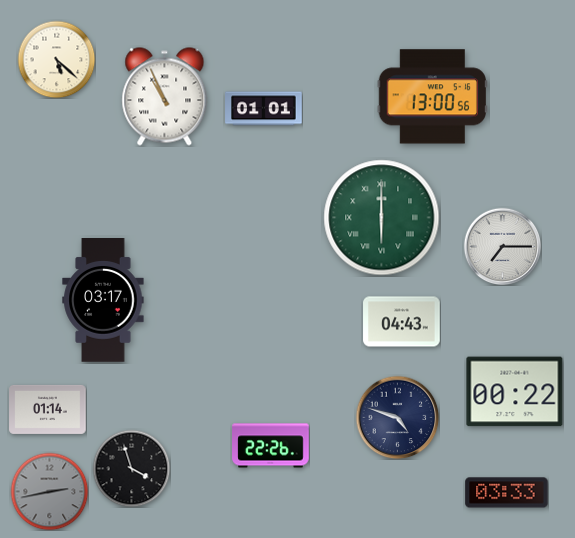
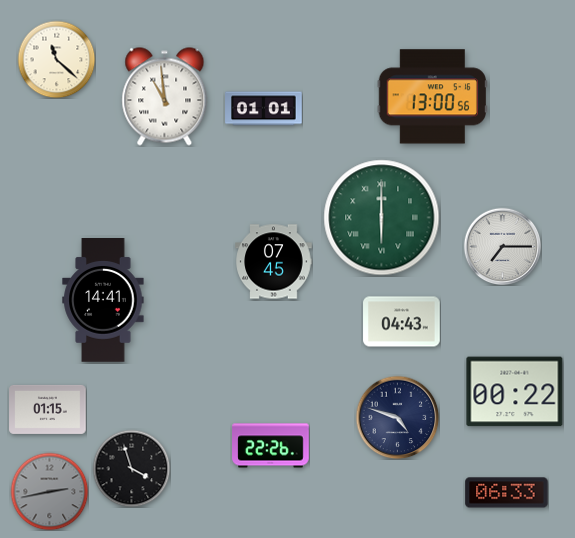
clock at (56, 59): 5:22 -> 11:22
clock at (165, 97): 10:56 -> 10:59
clock at (274, 262): none -> 07:45
clock at (103, 300): 03:17 -> 14:41
clock at (48, 409): 01:14 -> 01:15
clock at (507, 493): 03:33 -> 06:33
